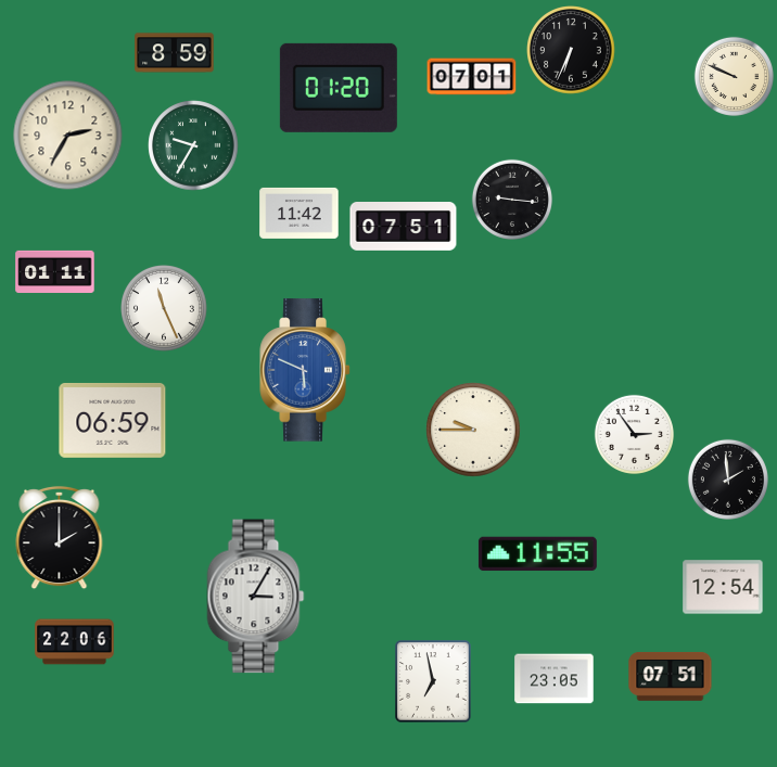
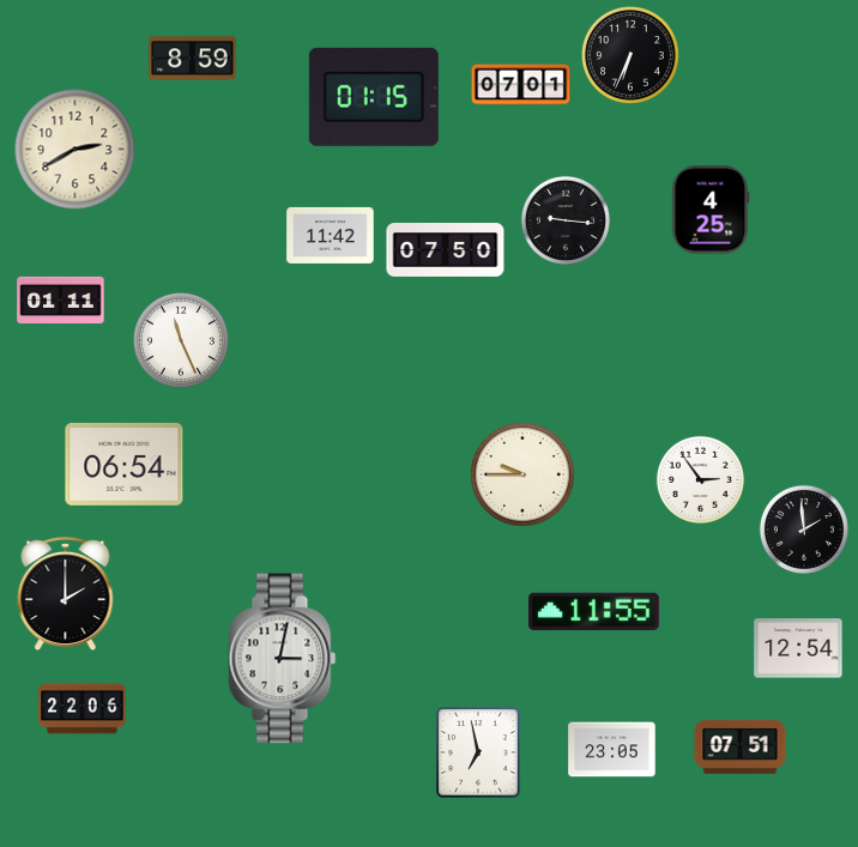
clock at (734, 76): 9:49 -> none
clock at (339, 88): 01:20 -> 01:15
clock at (68, 136): 2:35 -> 2:40
clock at (193, 145): 9:35 -> none
clock at (711, 210): none -> 4:25
clock at (404, 227): 07:51 -> 07:50
clock at (305, 370): 5:49 -> none
clock at (113, 420): 06:59 -> 06:54
clock at (256, 597): 3:05 -> 3:02
